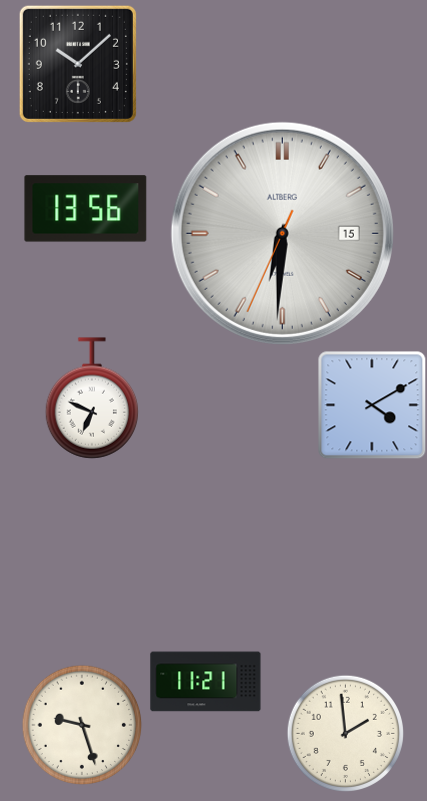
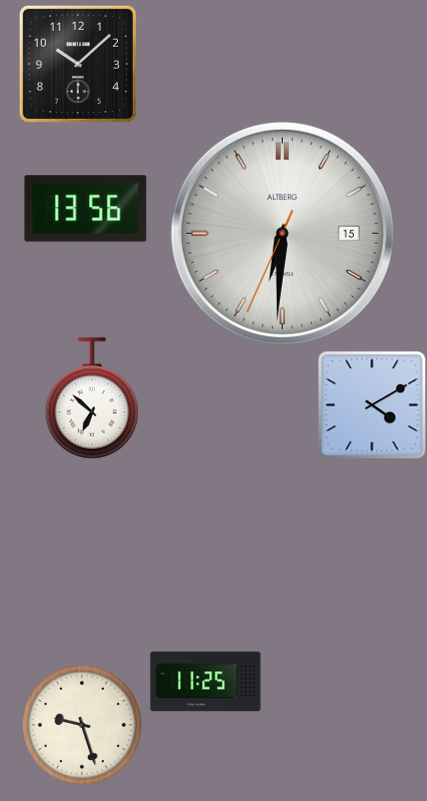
clock at (92, 398): 6:49 -> 6:52
clock at (206, 682): 11:21 -> 11:25
clock at (345, 733): 1:59 -> none
